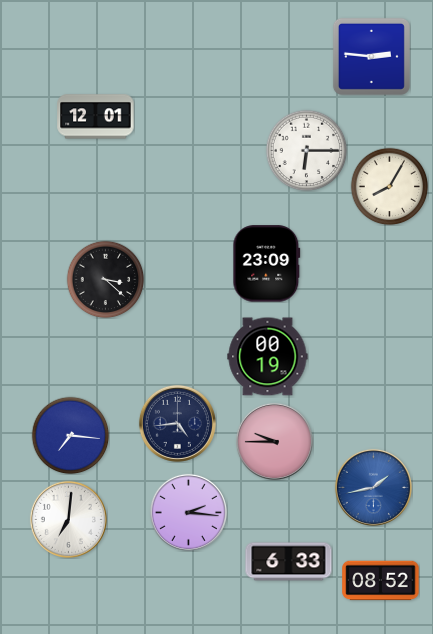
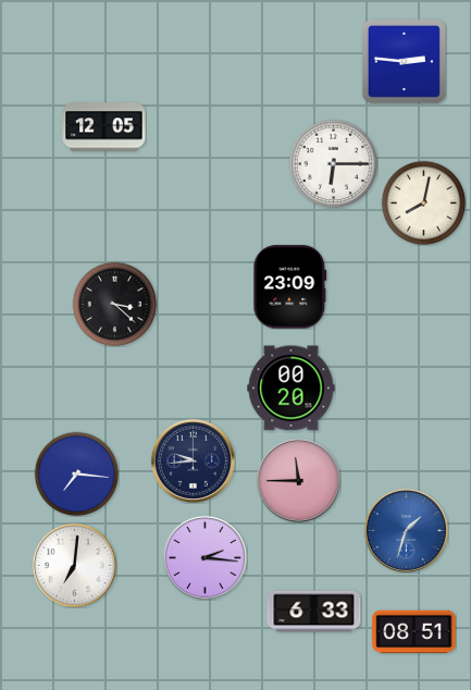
clock at (96, 117): 12:01 -> 12:05
clock at (389, 186): 8:05 -> 8:02
clock at (268, 357): 00:19 -> 00:20
clock at (177, 423): 4:44 -> 9:44
clock at (274, 441): 9:45 -> 11:45
clock at (373, 487): 1:43 -> 1:33
clock at (381, 581): 08:52 -> 08:51
